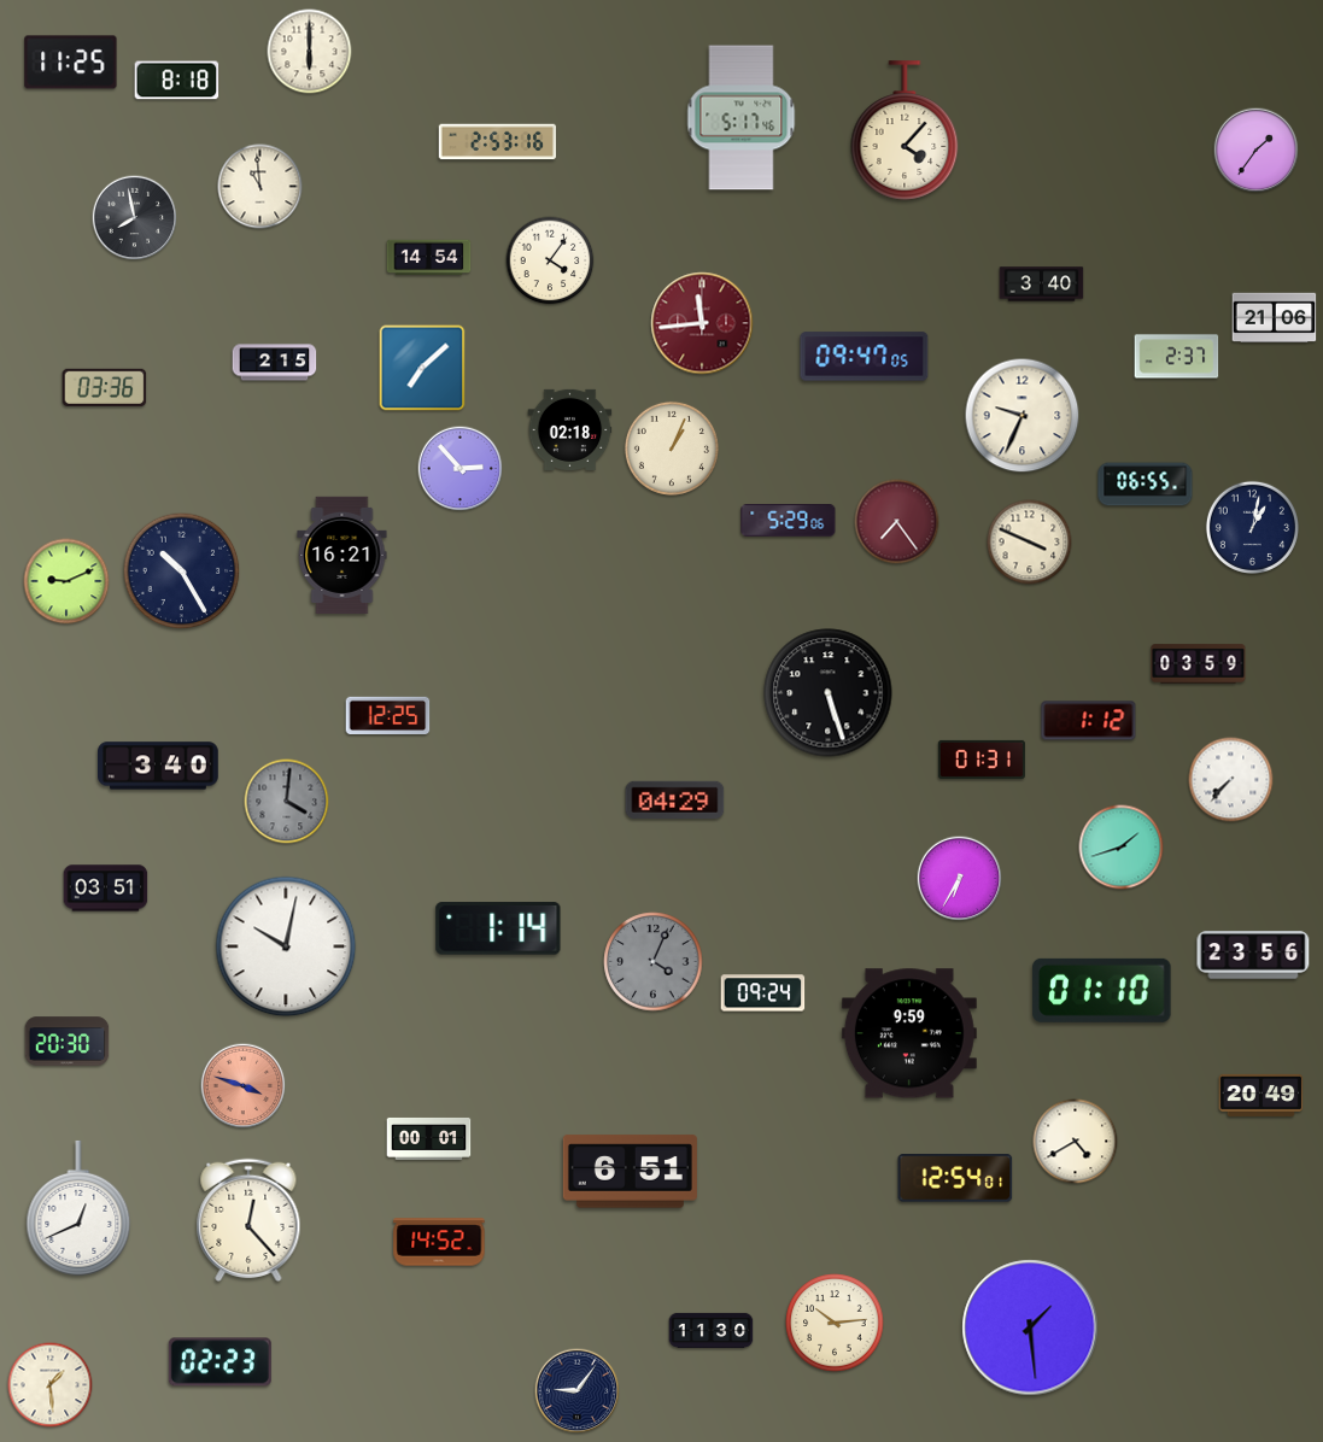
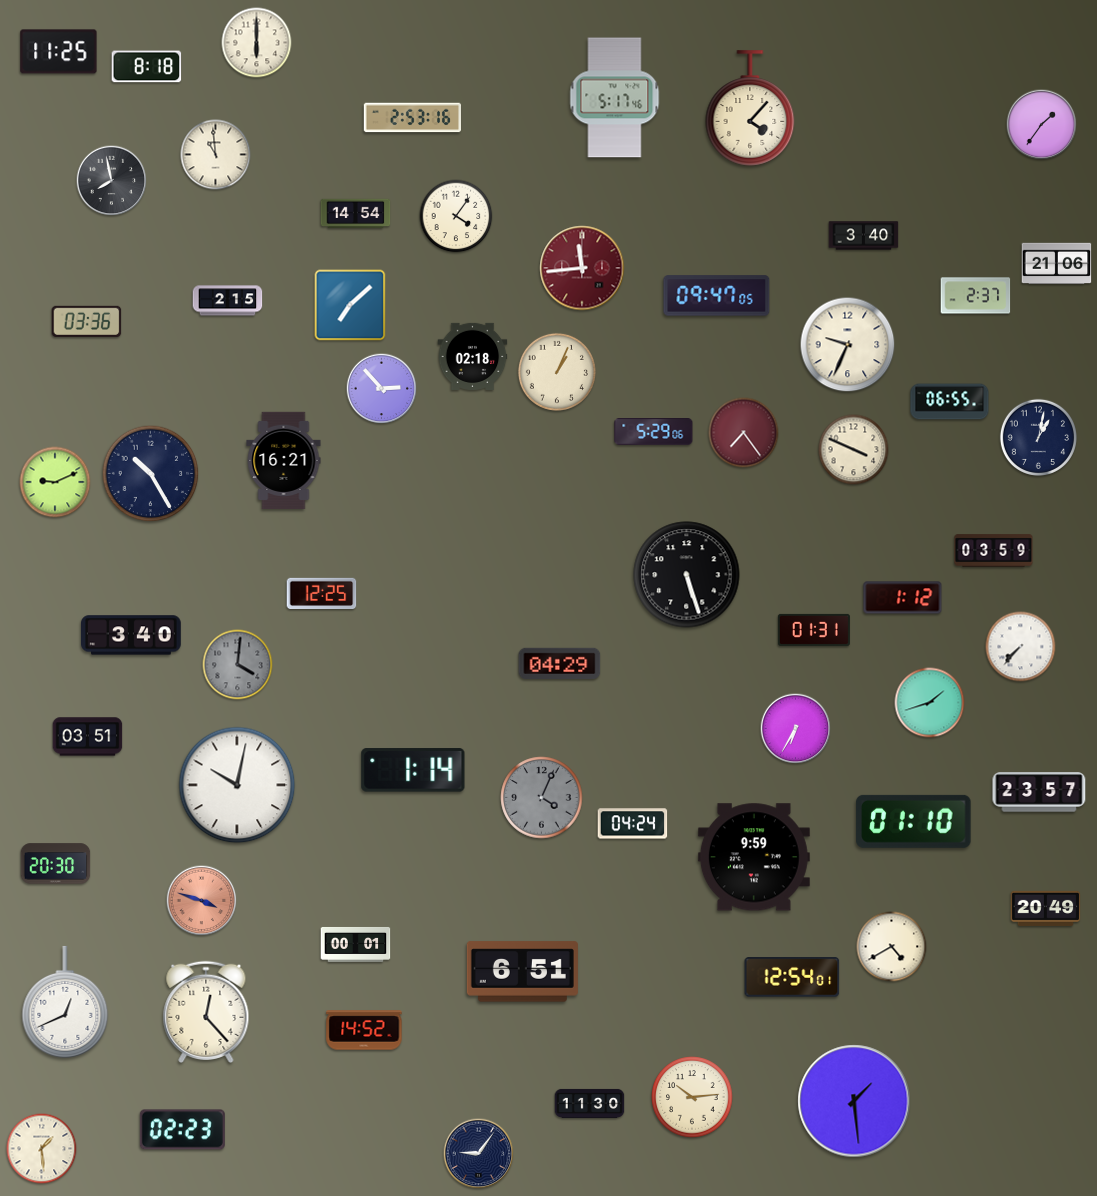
clock at (1253, 955): 23:56 -> 23:57
clock at (763, 993): 09:24 -> 04:24
